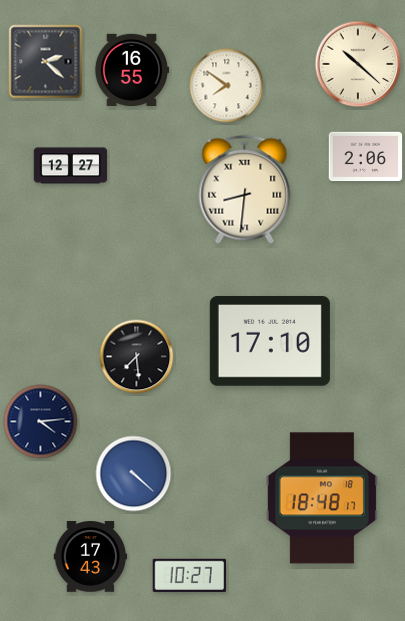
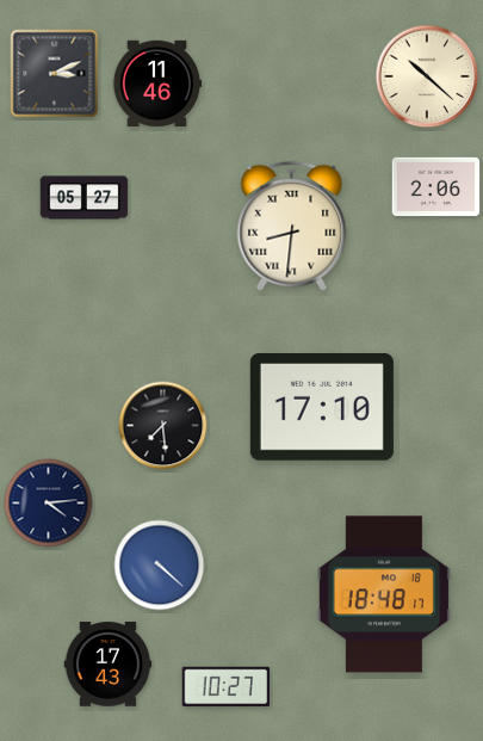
clock at (46, 62): 2:22 -> 3:11
clock at (132, 69): 16:55 -> 11:46
clock at (227, 86): 7:51 -> none
clock at (71, 166): 12:27 -> 05:27
